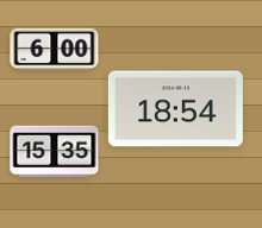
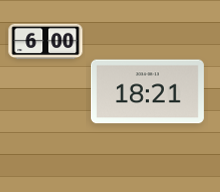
clock at (175, 109): 18:54 -> 18:21
clock at (55, 152): 15:35 -> none
